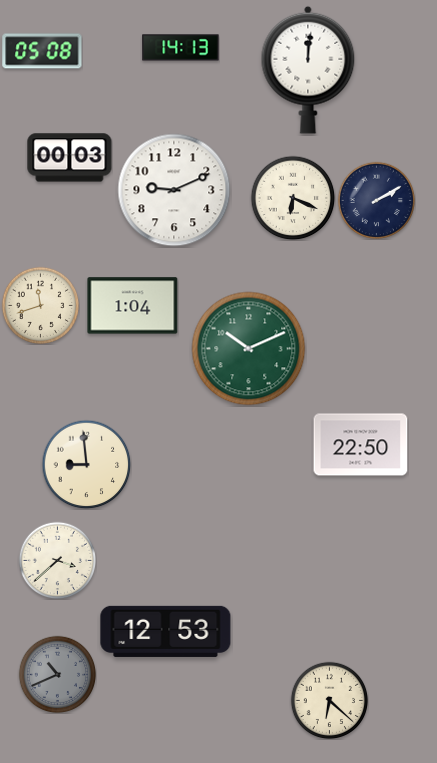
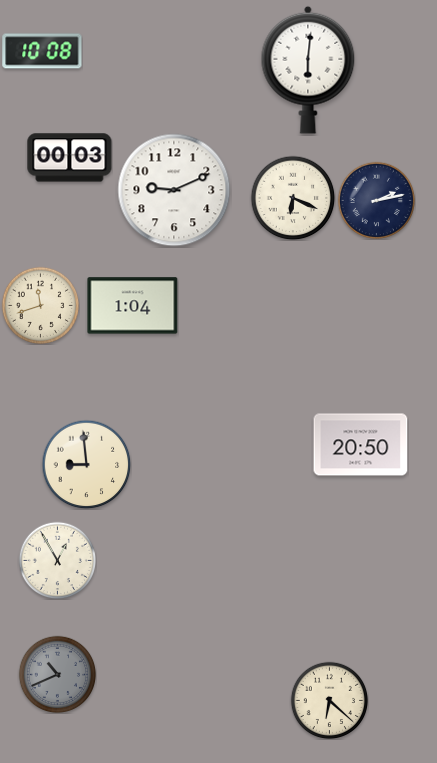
clock at (181, 48): 14:13 -> none
clock at (42, 51): 05:08 -> 10:08
clock at (308, 70): 12:01 -> 6:01
clock at (376, 200): 2:10 -> 2:13
clock at (249, 349): 10:11 -> none
clock at (361, 445): 22:50 -> 20:50
clock at (57, 560): 3:38 -> 12:55
clock at (166, 631): 12:53 -> none
